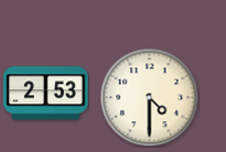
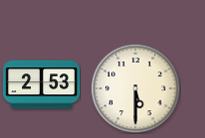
clock at (149, 97): 4:30 -> 5:30
